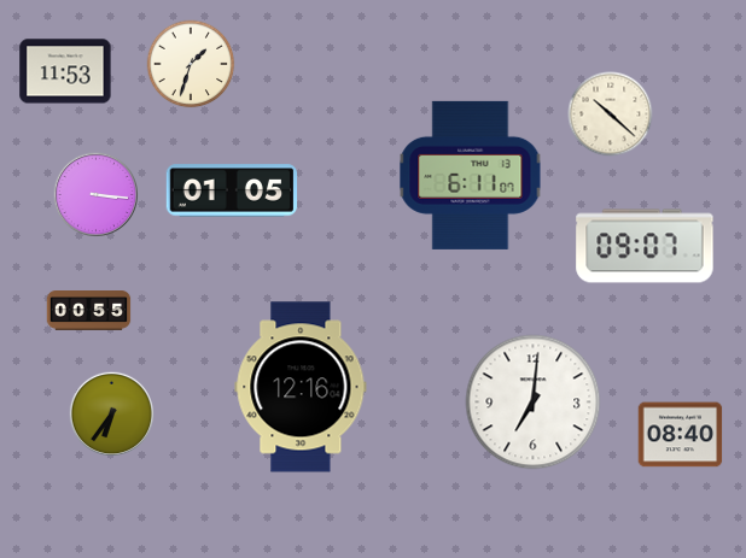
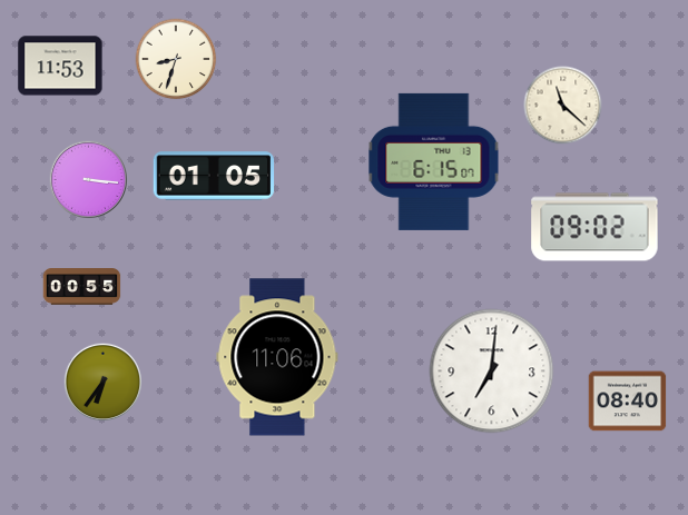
clock at (191, 64): 1:33 -> 8:33
clock at (611, 114): 10:22 -> 11:22
clock at (471, 175): 6:11 -> 6:15
clock at (645, 246): 09:07 -> 09:02
clock at (301, 387): 12:16 -> 11:06
